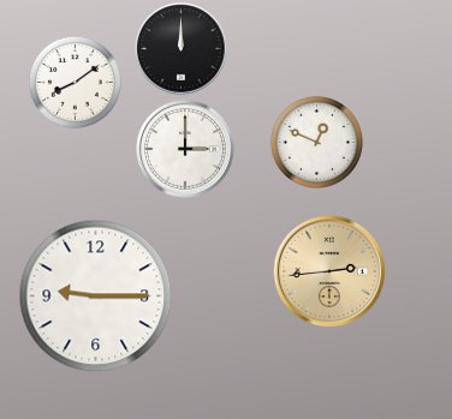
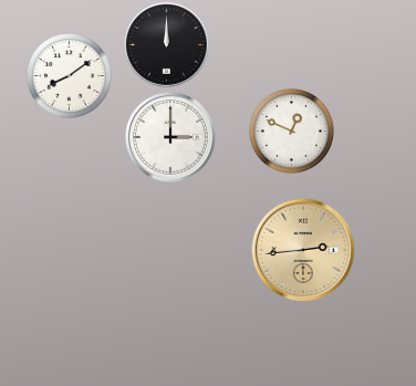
clock at (96, 297): 9:15 -> none
